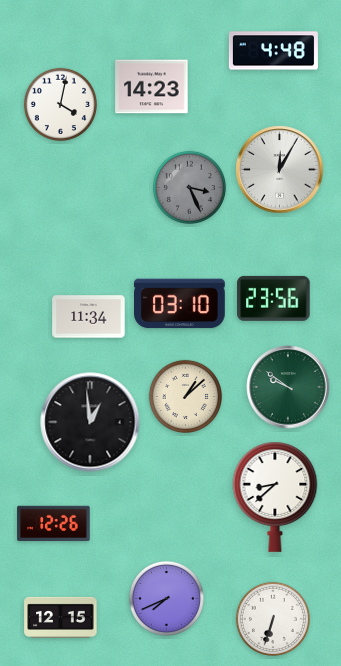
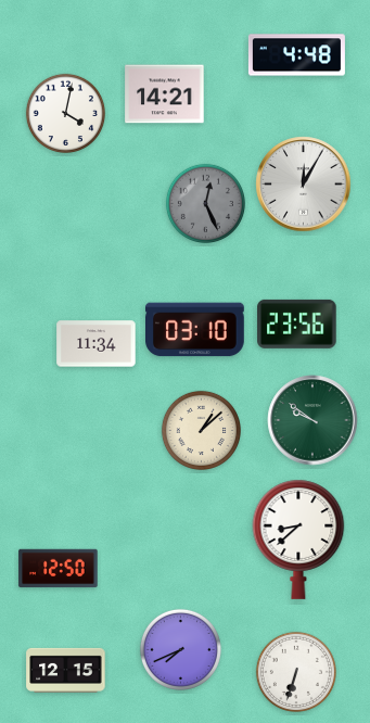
clock at (152, 87): 14:23 -> 14:21
clock at (189, 187): 3:26 -> 12:26
clock at (90, 422): 12:59 -> none
clock at (54, 524): 12:26 -> 12:50
